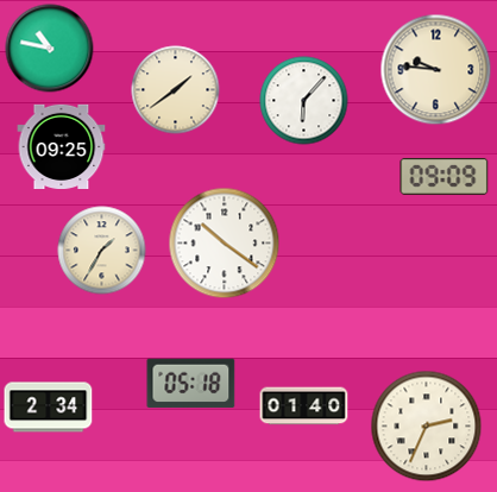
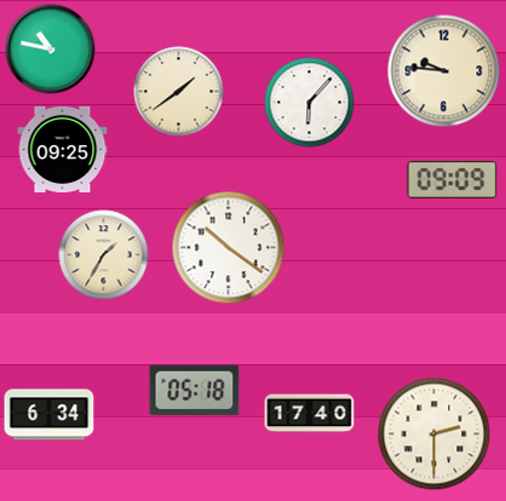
clock at (304, 406): 01:40 -> 17:40
clock at (49, 408): 2:34 -> 6:34
clock at (427, 427): 2:34 -> 2:30
